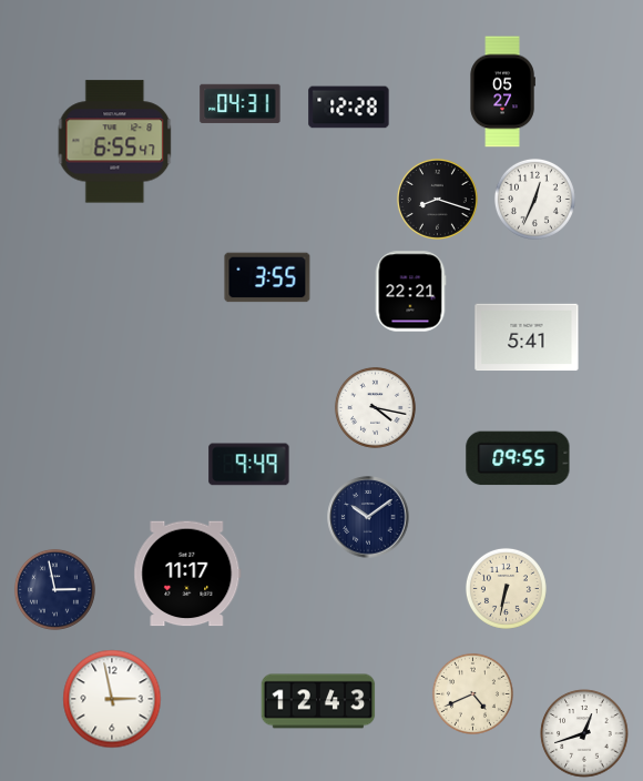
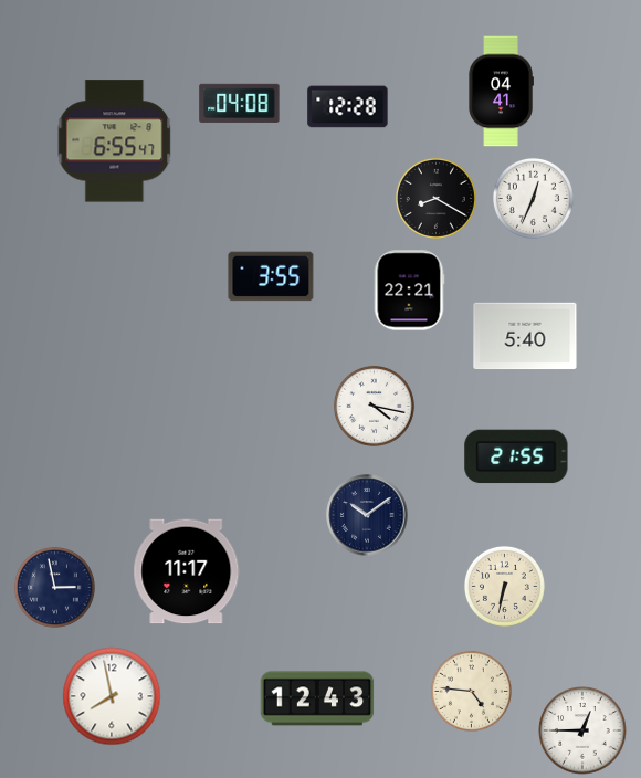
clock at (502, 92): 05:27 -> 04:41
clock at (241, 103): 04:31 -> 04:08
clock at (437, 199): 8:18 -> 8:20
clock at (267, 277) position: (267, 277) -> (271, 276)
clock at (527, 337): 5:41 -> 5:40
clock at (518, 458): 09:55 -> 21:55
clock at (249, 465): 9:49 -> none
clock at (472, 693): 4:41 -> 4:46
clock at (112, 699): 2:58 -> 7:58
clock at (584, 733): 12:42 -> 12:45
